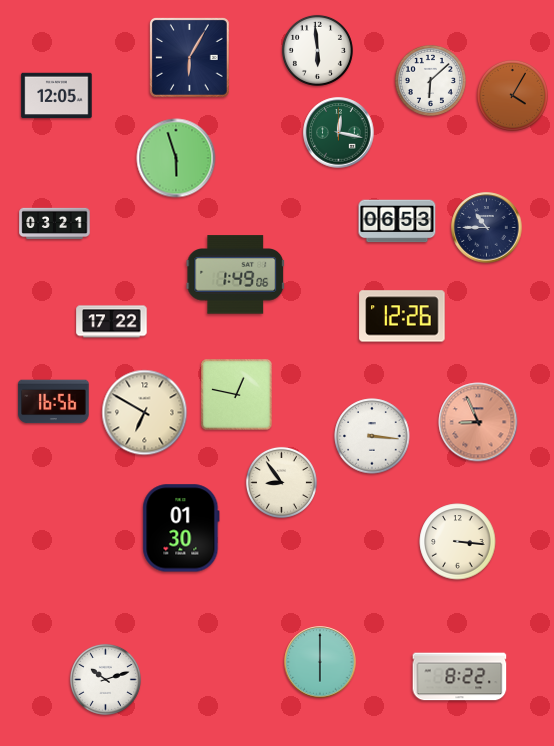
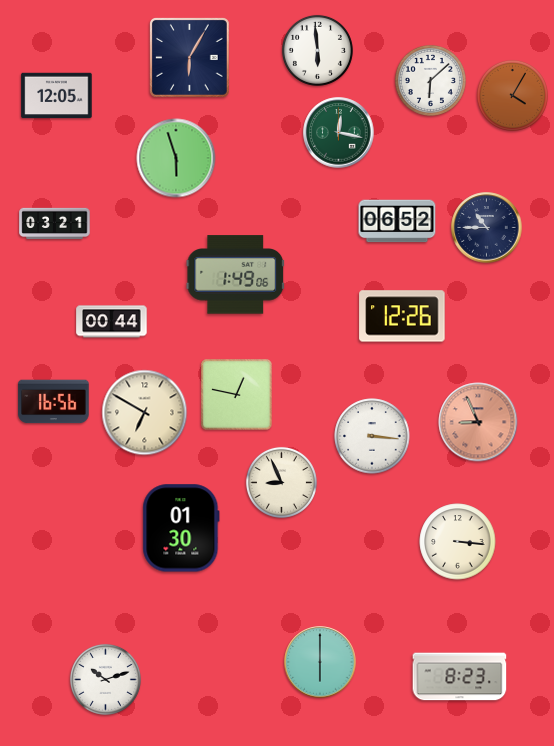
clock at (397, 221): 06:53 -> 06:52
clock at (112, 322): 17:22 -> 00:44
clock at (281, 482): 8:54 -> 8:56
clock at (460, 677): 8:22 -> 8:23
